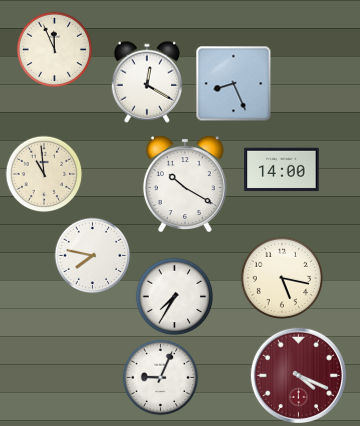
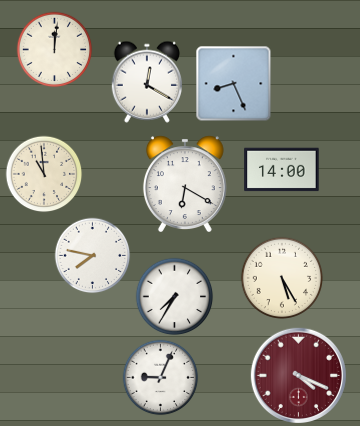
clock at (55, 50): 11:56 -> 12:01
clock at (185, 183): 10:20 -> 6:20
clock at (282, 278): 5:17 -> 5:25
